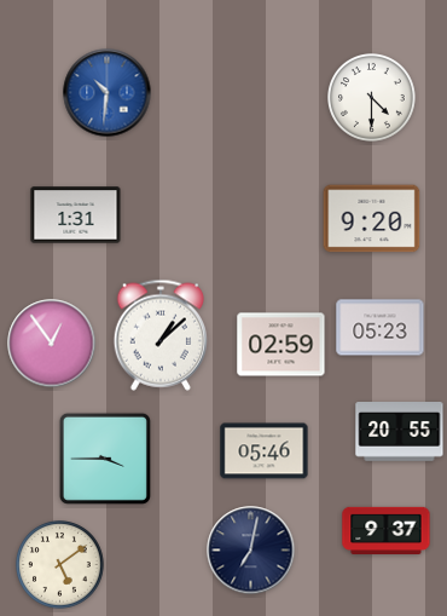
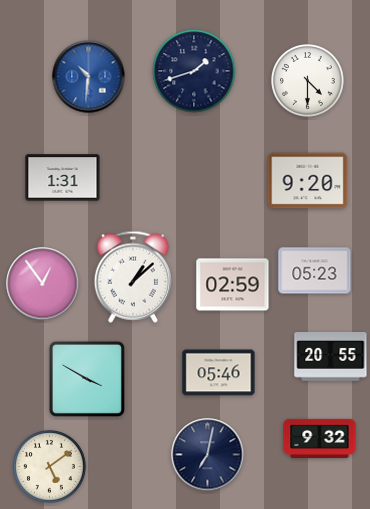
clock at (194, 71): none -> 1:42
clock at (105, 459): 3:45 -> 3:50
clock at (387, 530): 9:37 -> 9:32
